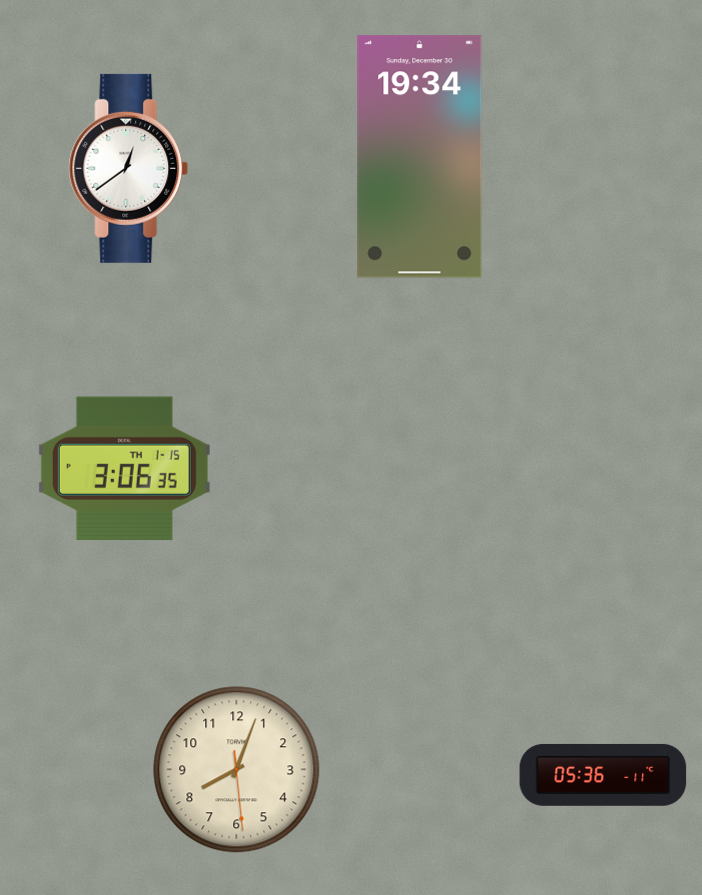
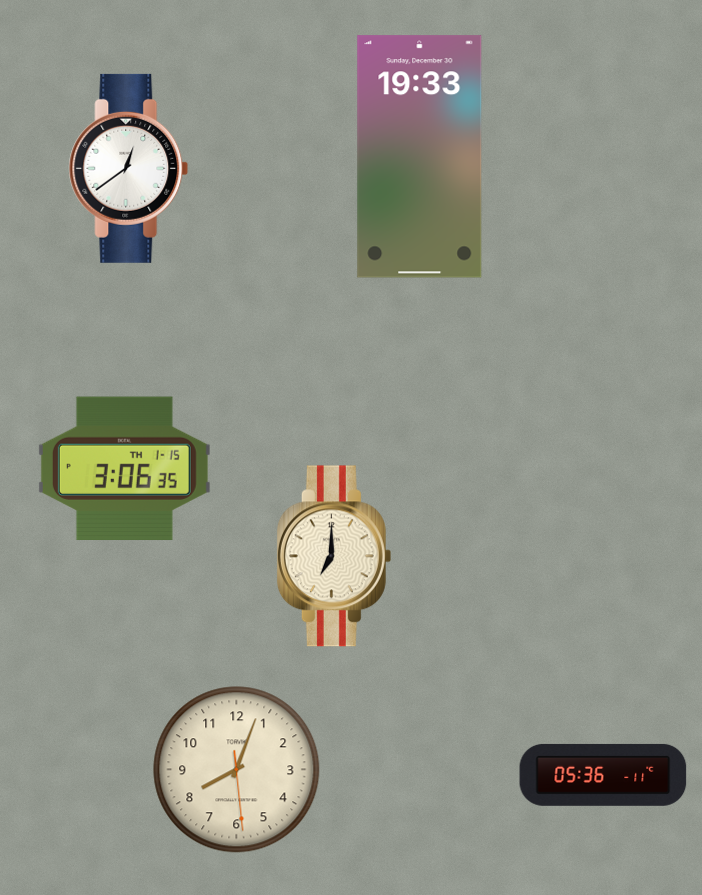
clock at (420, 157): 19:34 -> 19:33
clock at (334, 556): none -> 7:00
